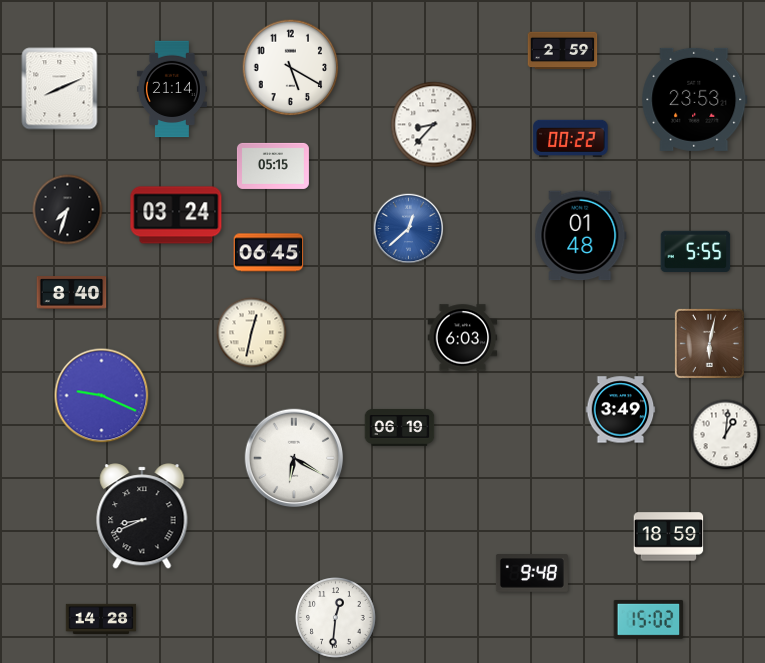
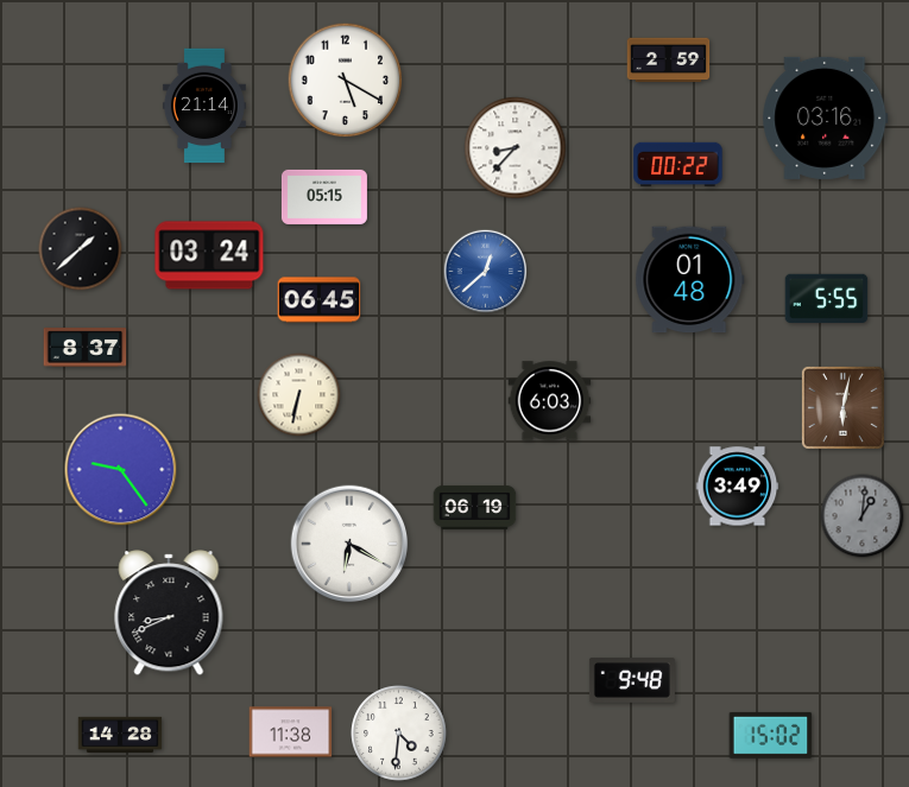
clock at (60, 89): 8:11 -> none
clock at (695, 99): 23:53 -> 03:16
clock at (68, 210): 7:33 -> 1:38
clock at (72, 293): 8:40 -> 8:37
clock at (252, 333): 12:32 -> 6:32
clock at (102, 396): 9:19 -> 9:24
clock at (726, 435) dial: white -> grey
clock at (669, 537): 18:59 -> none
clock at (291, 732): none -> 11:38
clock at (336, 618): 12:31 -> 4:31
